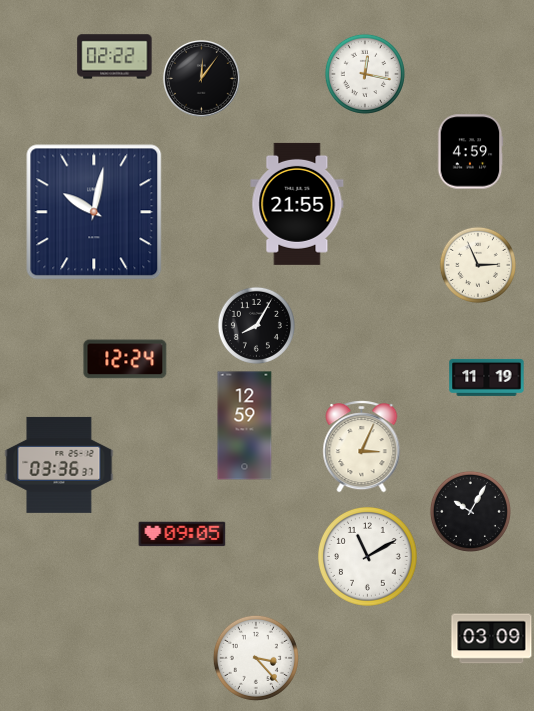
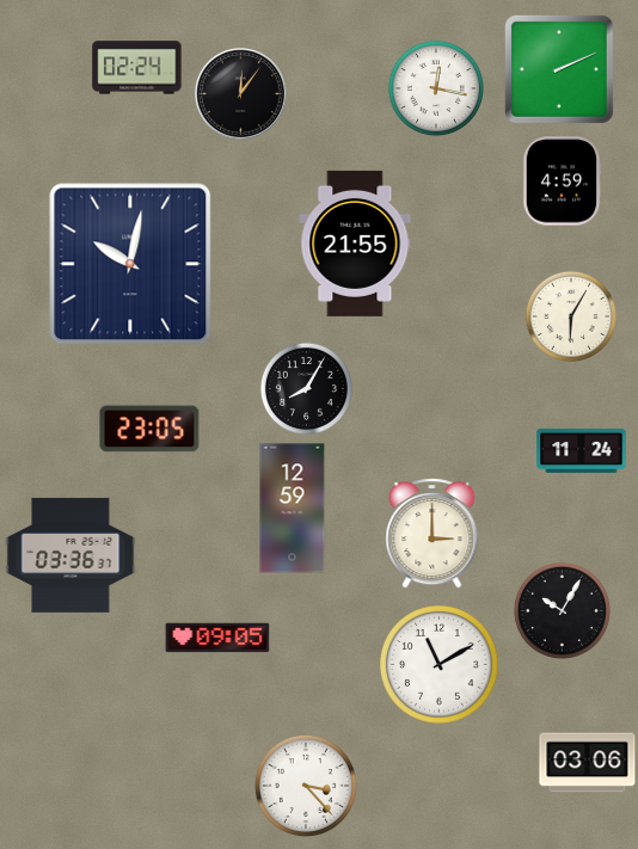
clock at (115, 57): 02:22 -> 02:24
clock at (559, 69): none -> 2:11
clock at (94, 212) position: (94, 212) -> (130, 264)
clock at (478, 265): 2:56 -> 6:05
clock at (125, 359): 12:24 -> 23:05
clock at (487, 377): 11:19 -> 11:24
clock at (362, 447): 3:04 -> 3:00
clock at (492, 639): 03:09 -> 03:06
